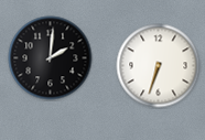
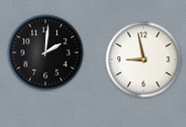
clock at (159, 66): 6:33 -> 8:58
